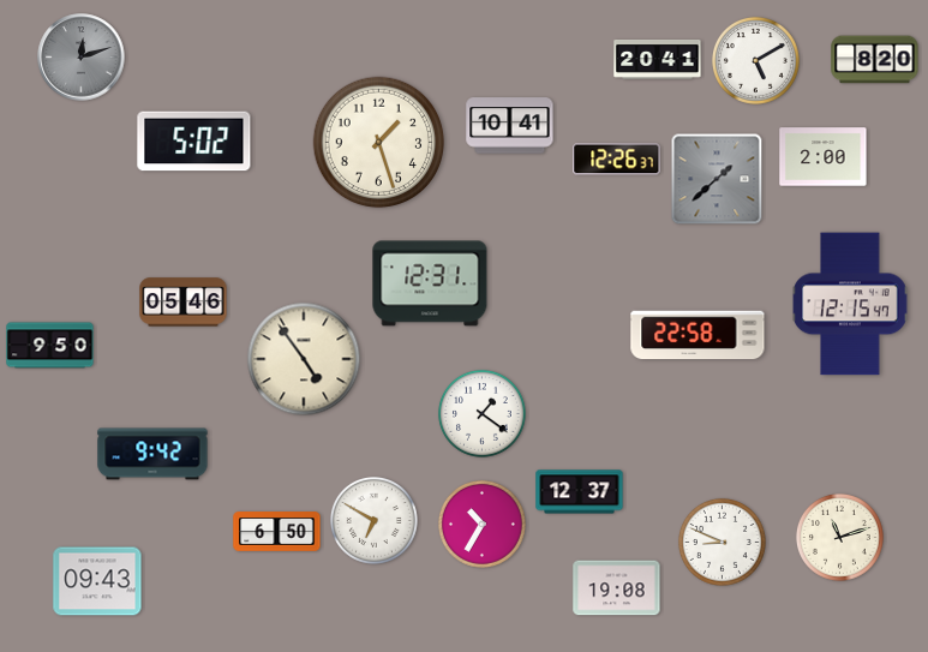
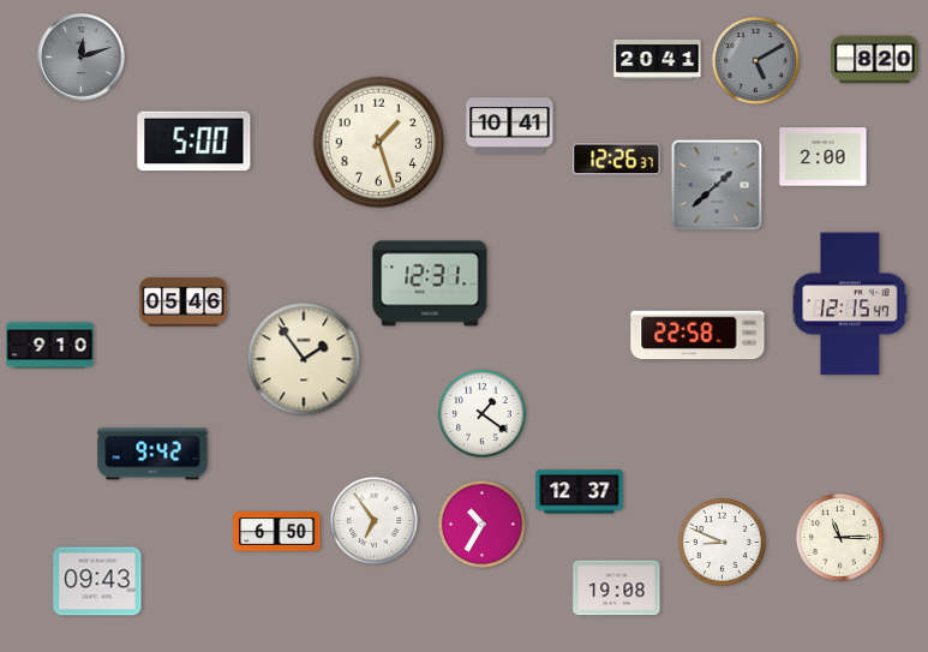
clock at (755, 60) dial: white -> grey
clock at (194, 142): 5:02 -> 5:00
clock at (717, 179) position: (717, 179) -> (717, 185)
clock at (50, 346): 9:50 -> 9:10
clock at (304, 359): 4:54 -> 1:54
clock at (373, 520): 6:50 -> 6:54
clock at (839, 537): 11:12 -> 11:15
